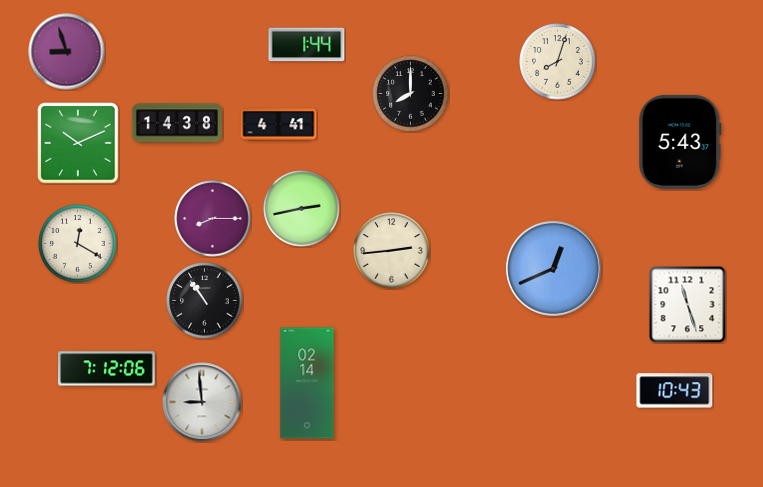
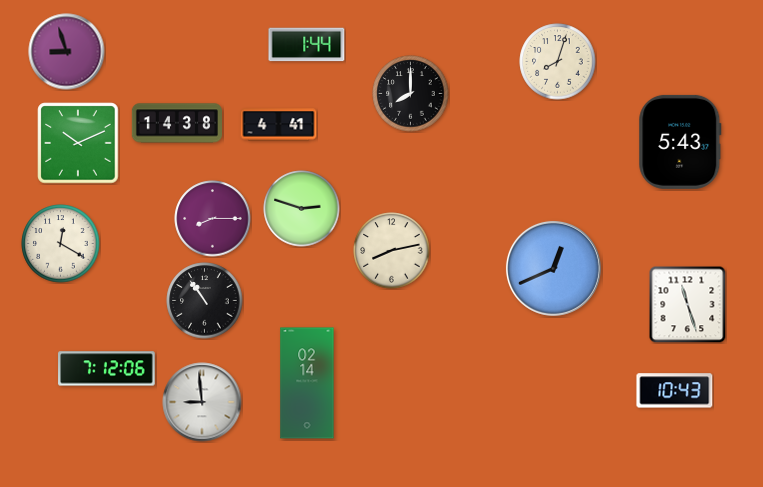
clock at (302, 209): 2:43 -> 2:48
clock at (78, 244) position: (78, 244) -> (61, 244)
clock at (392, 251): 2:44 -> 8:13
